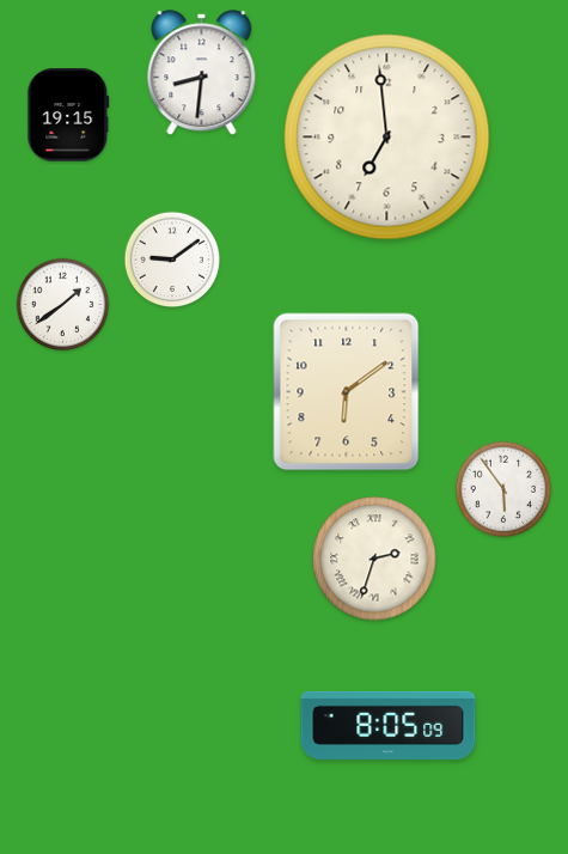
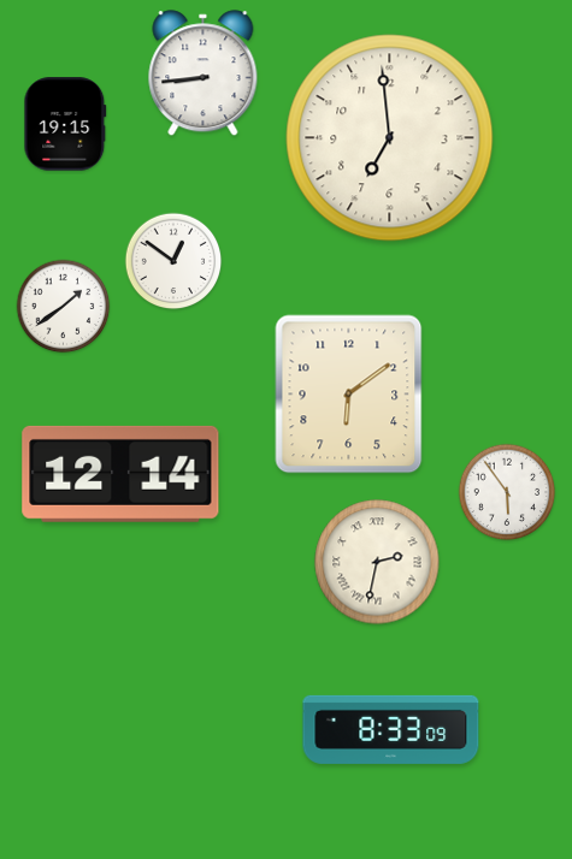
clock at (202, 73): 8:31 -> 8:44
clock at (68, 115) position: (68, 115) -> (65, 124)
clock at (172, 260): 9:09 -> 12:51
clock at (120, 474): none -> 12:14
clock at (374, 559): 2:33 -> 2:32
clock at (389, 725): 8:05 -> 8:33
